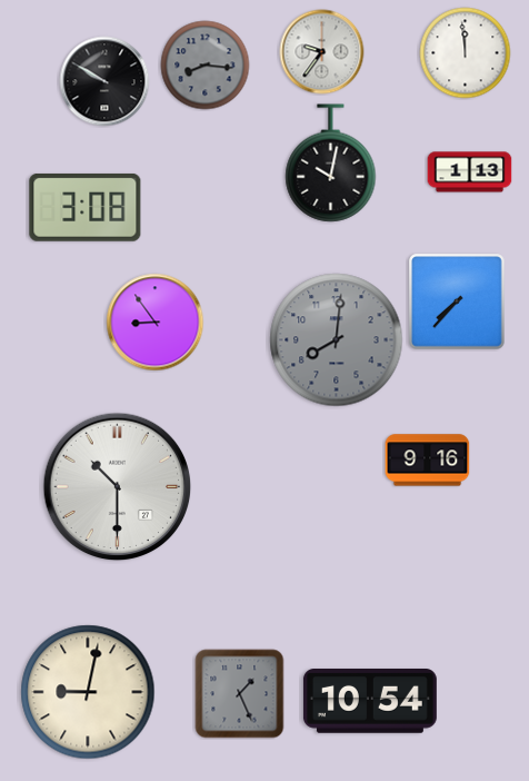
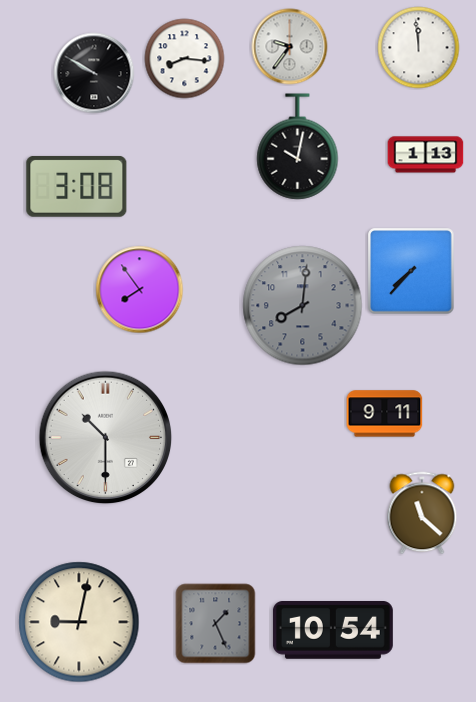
clock at (206, 66) dial: grey -> white
clock at (470, 172) position: (470, 172) -> (426, 155)
clock at (156, 323): 8:54 -> 7:54
clock at (428, 461): 9:16 -> 9:11
clock at (422, 513): none -> 11:22
